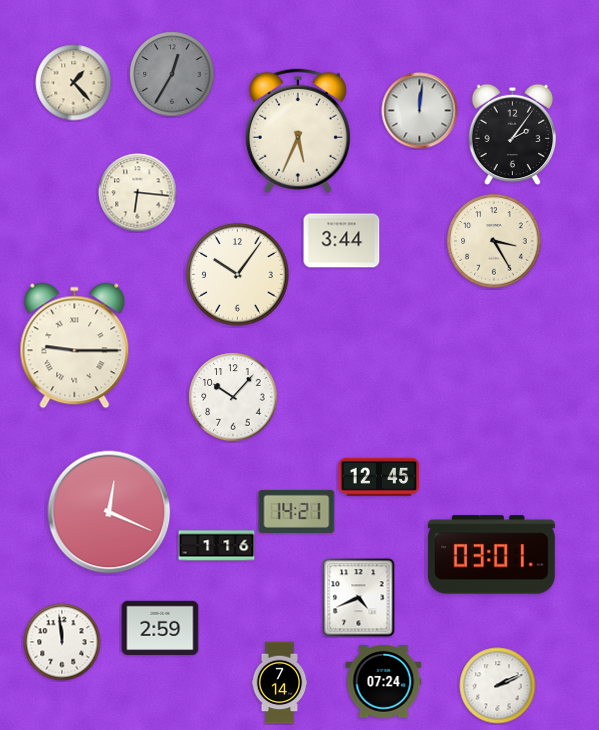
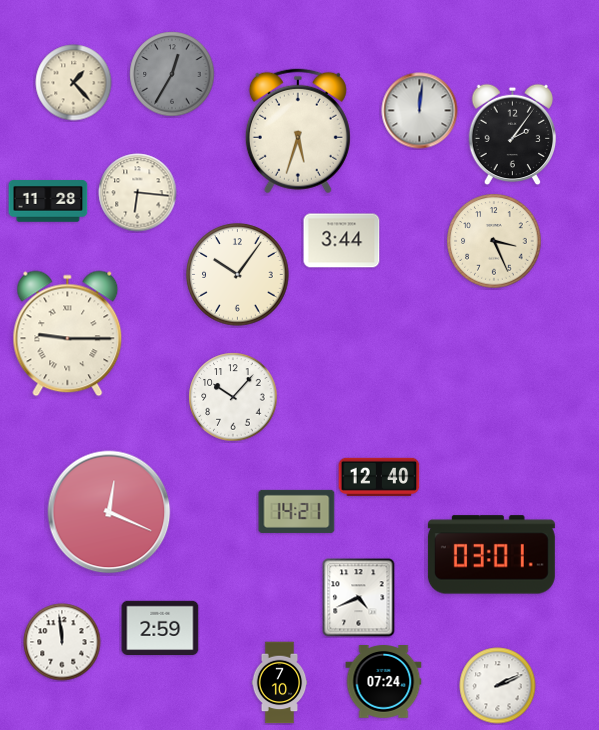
clock at (298, 131): 5:34 -> 5:33
clock at (48, 201): none -> 11:28
clock at (494, 241): 3:25 -> 3:26
clock at (75, 346) position: (75, 346) -> (68, 334)
clock at (379, 477): 12:45 -> 12:40
clock at (217, 546): 1:16 -> none
clock at (280, 683): 7:14 -> 7:10
